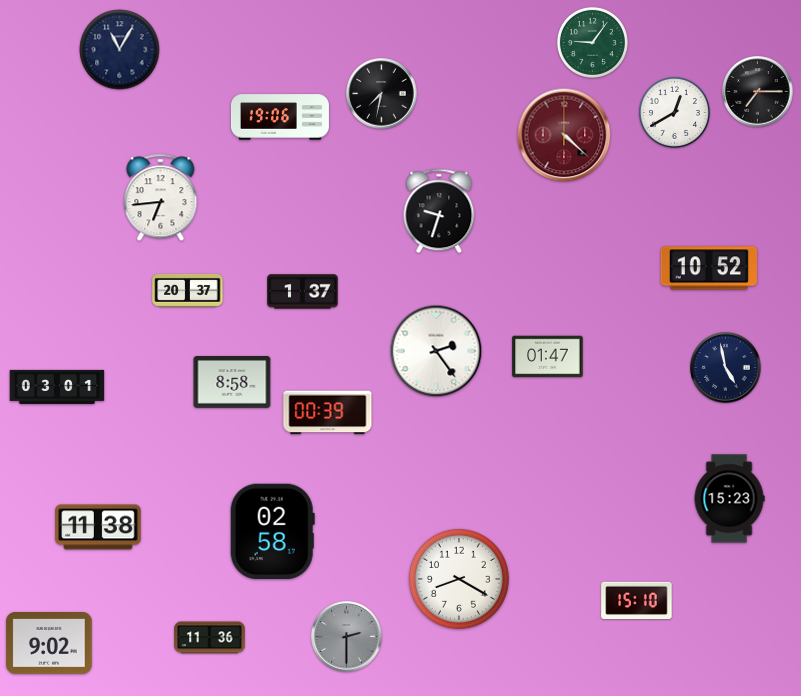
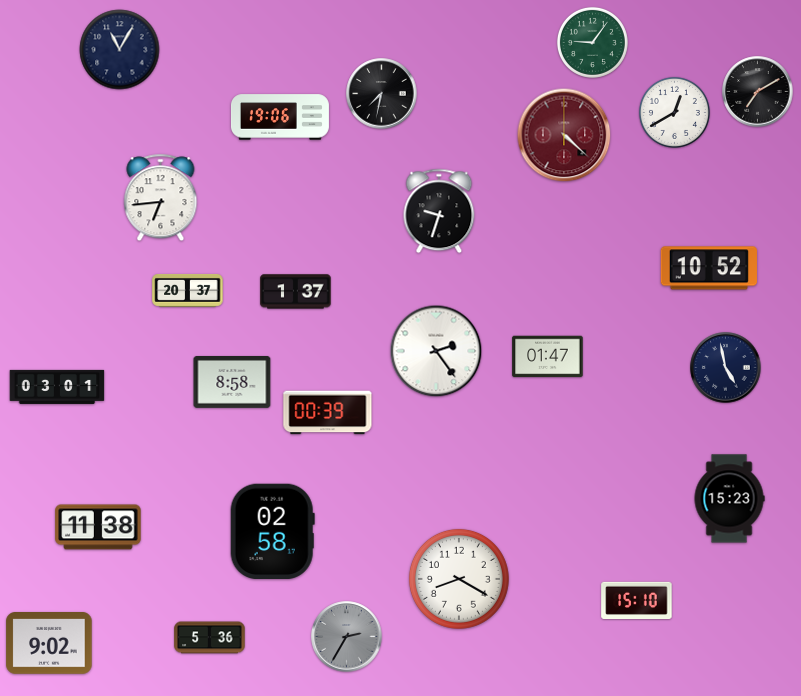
clock at (758, 92): 7:15 -> 7:10
clock at (303, 292) position: (303, 292) -> (296, 292)
clock at (347, 637): 2:30 -> 2:35
clock at (210, 638): 11:36 -> 5:36
